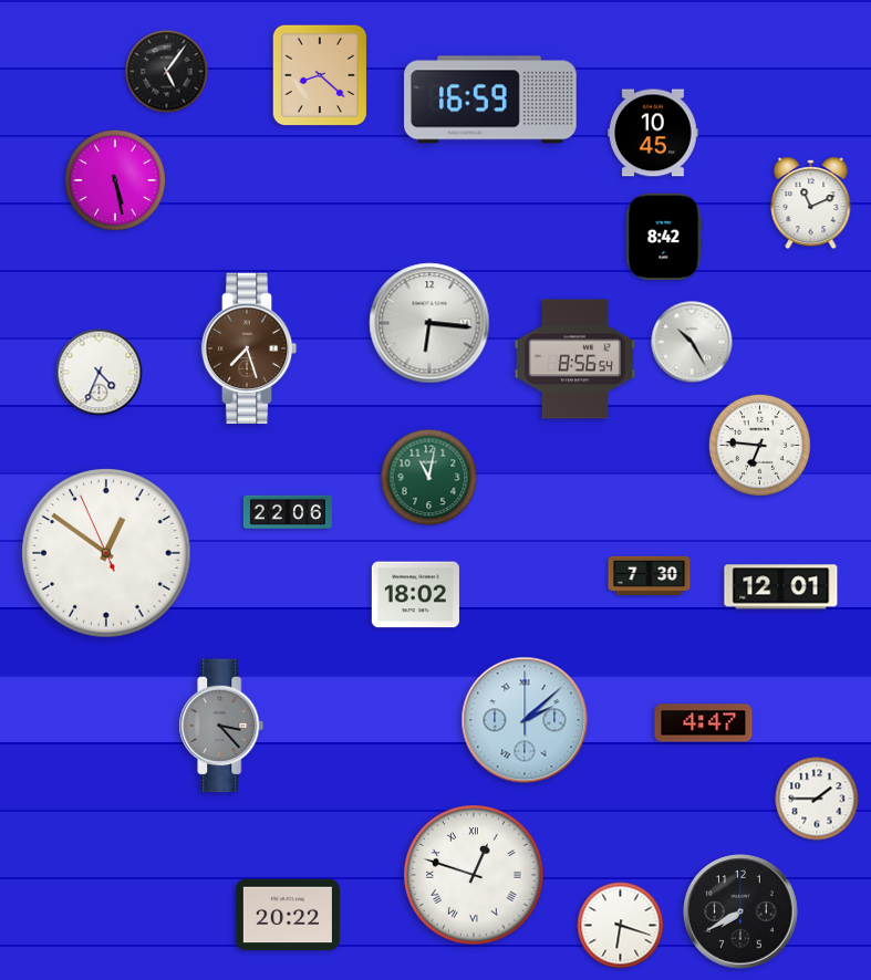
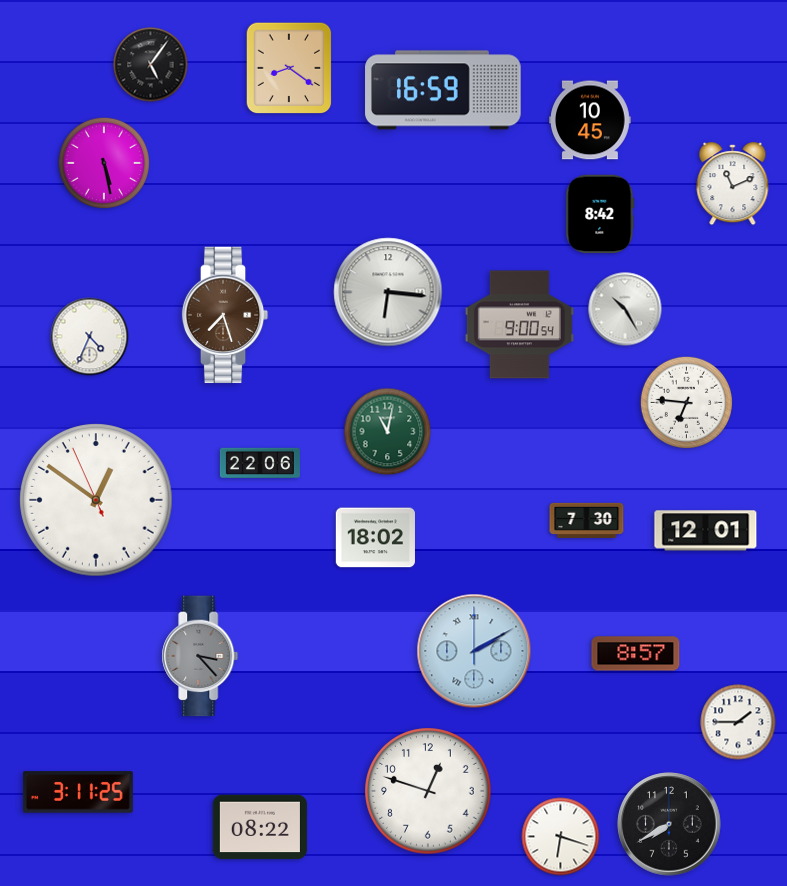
clock at (320, 75): 8:22 -> 8:21
clock at (574, 359): 8:56 -> 9:00
clock at (525, 720): 2:08 -> 2:10
clock at (704, 723): 4:47 -> 8:57
clock at (474, 875) numerals: Roman -> Arabic
clock at (78, 792): none -> 3:11
clock at (288, 915): 20:22 -> 08:22
